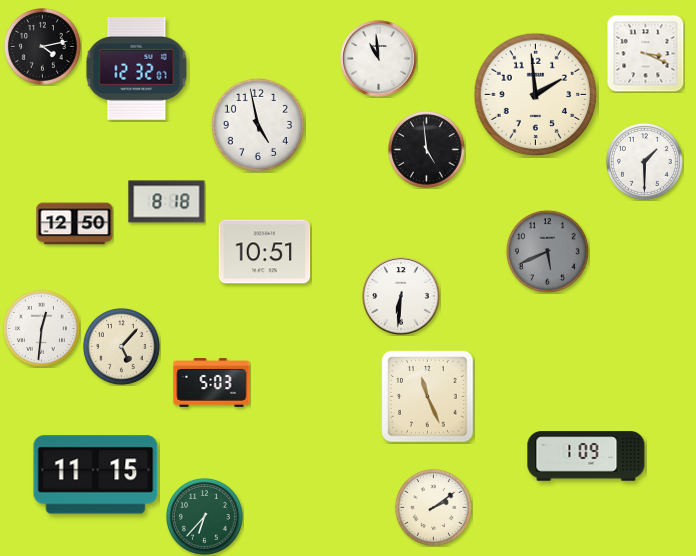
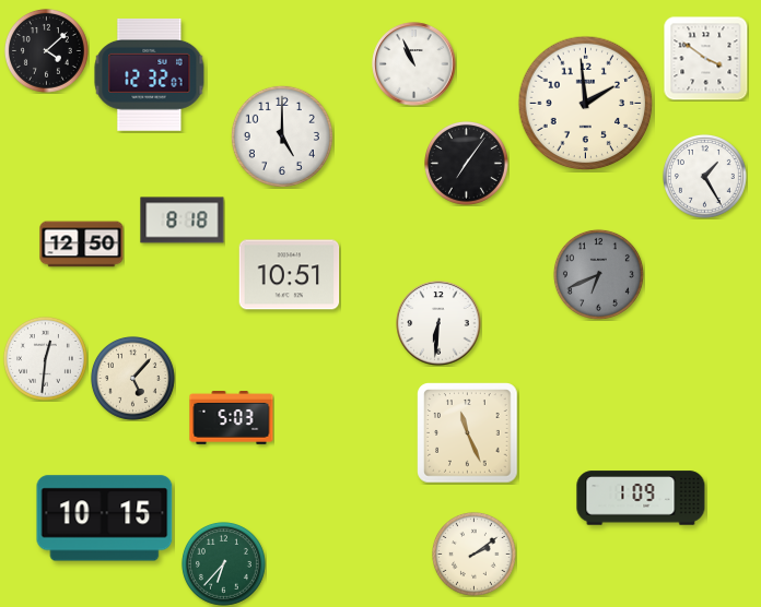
clock at (42, 46): 4:13 -> 4:08
clock at (645, 53): 3:19 -> 3:51
clock at (379, 59): 10:59 -> 10:56
clock at (258, 125): 4:58 -> 5:00
clock at (426, 149): 4:59 -> 7:06
clock at (644, 161): 1:30 -> 1:25
clock at (547, 251): 5:41 -> 6:41
clock at (96, 475): 11:15 -> 10:15
